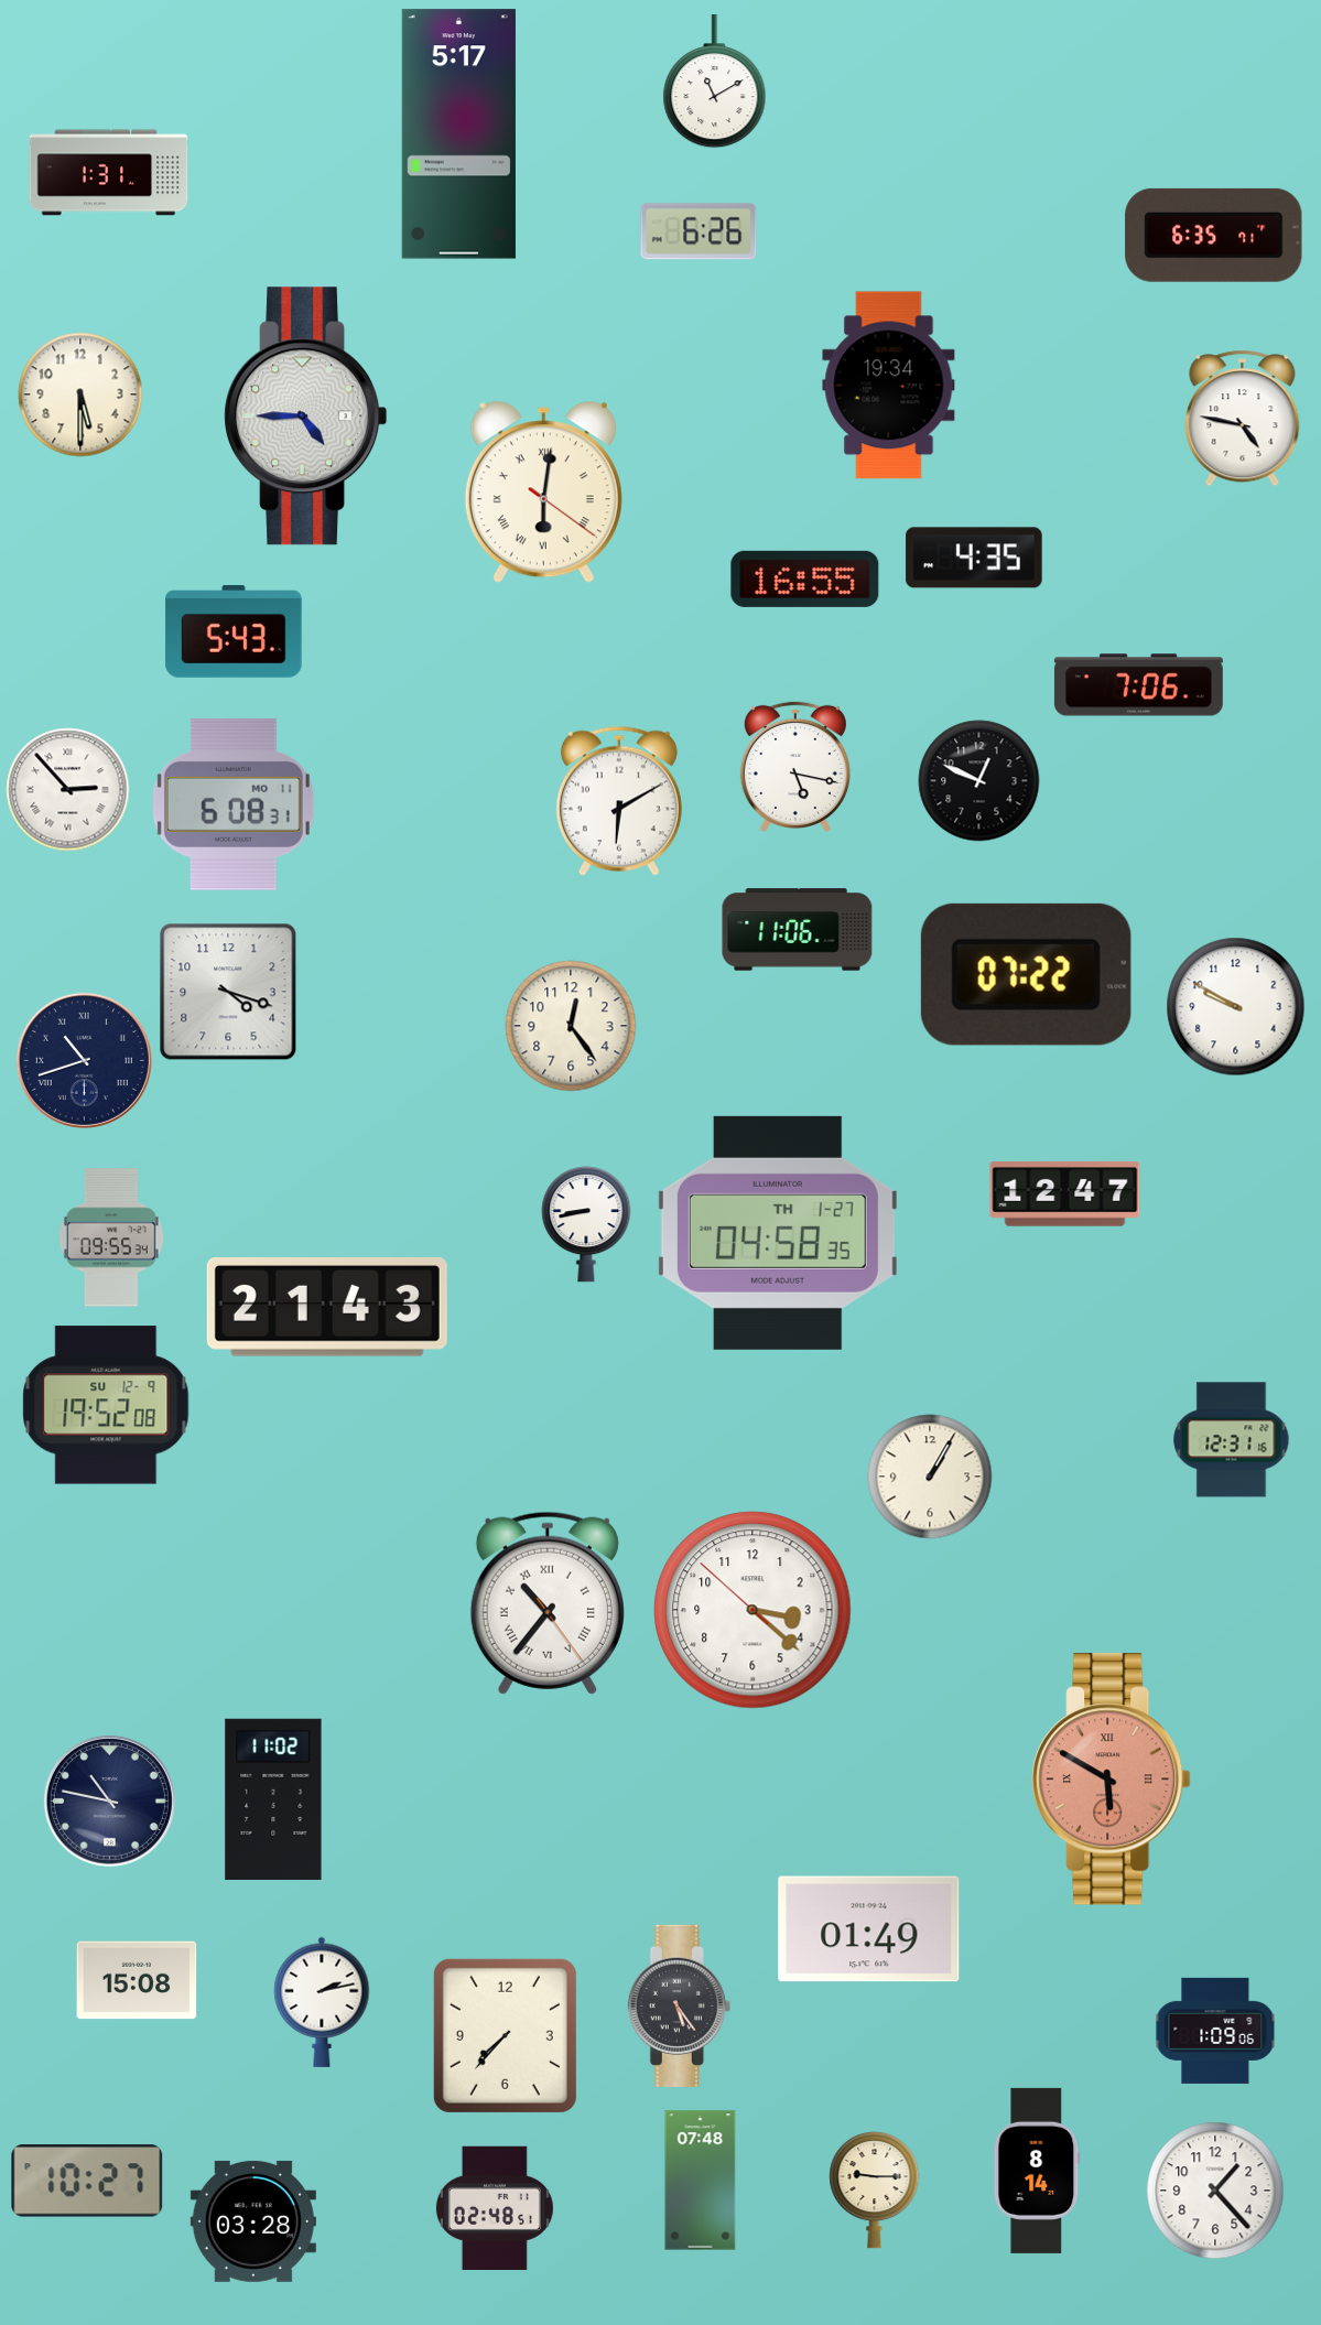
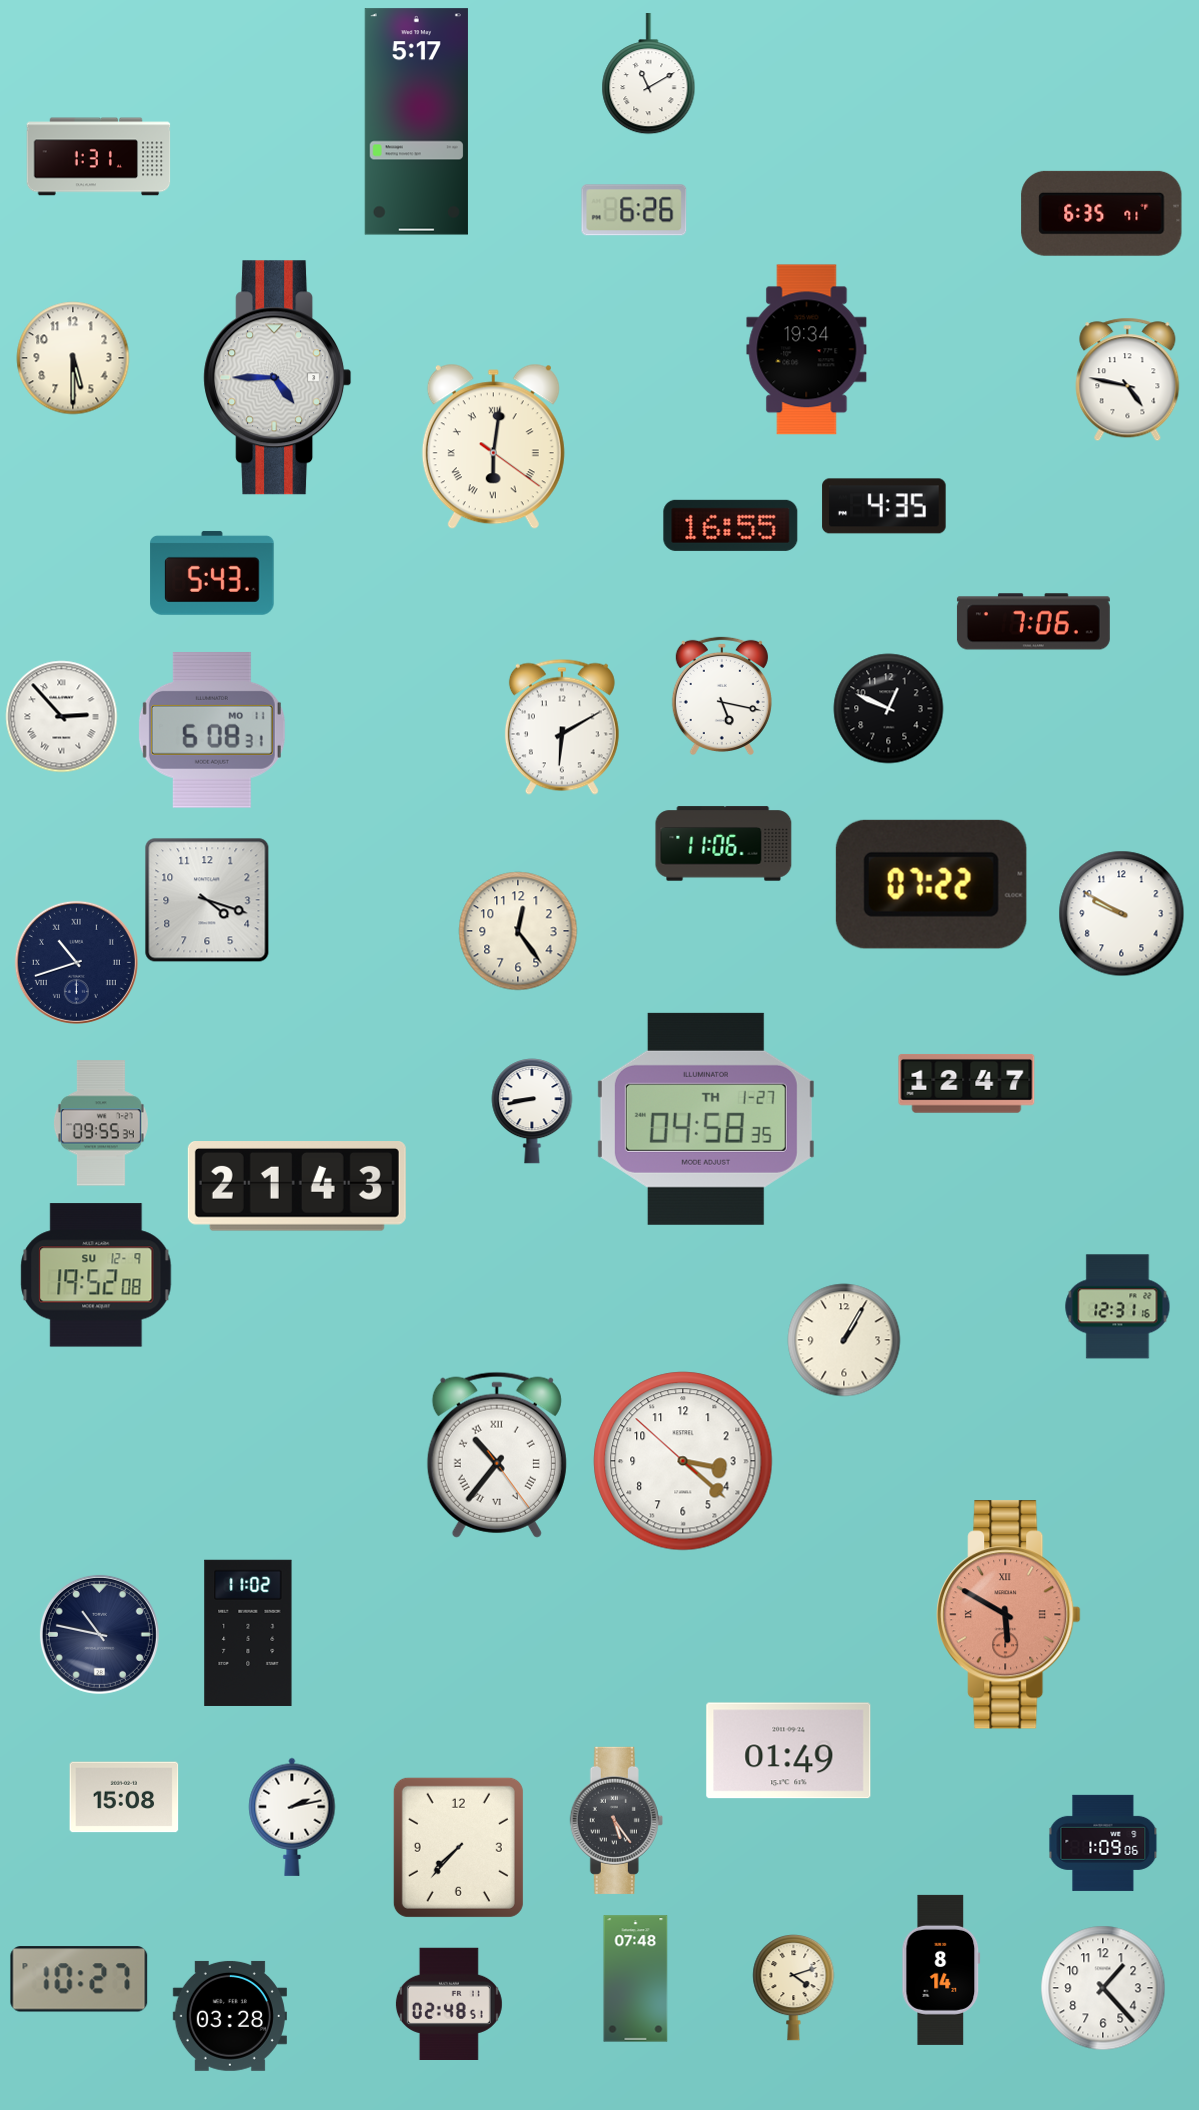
clock at (875, 2191): 9:15 -> 4:12
